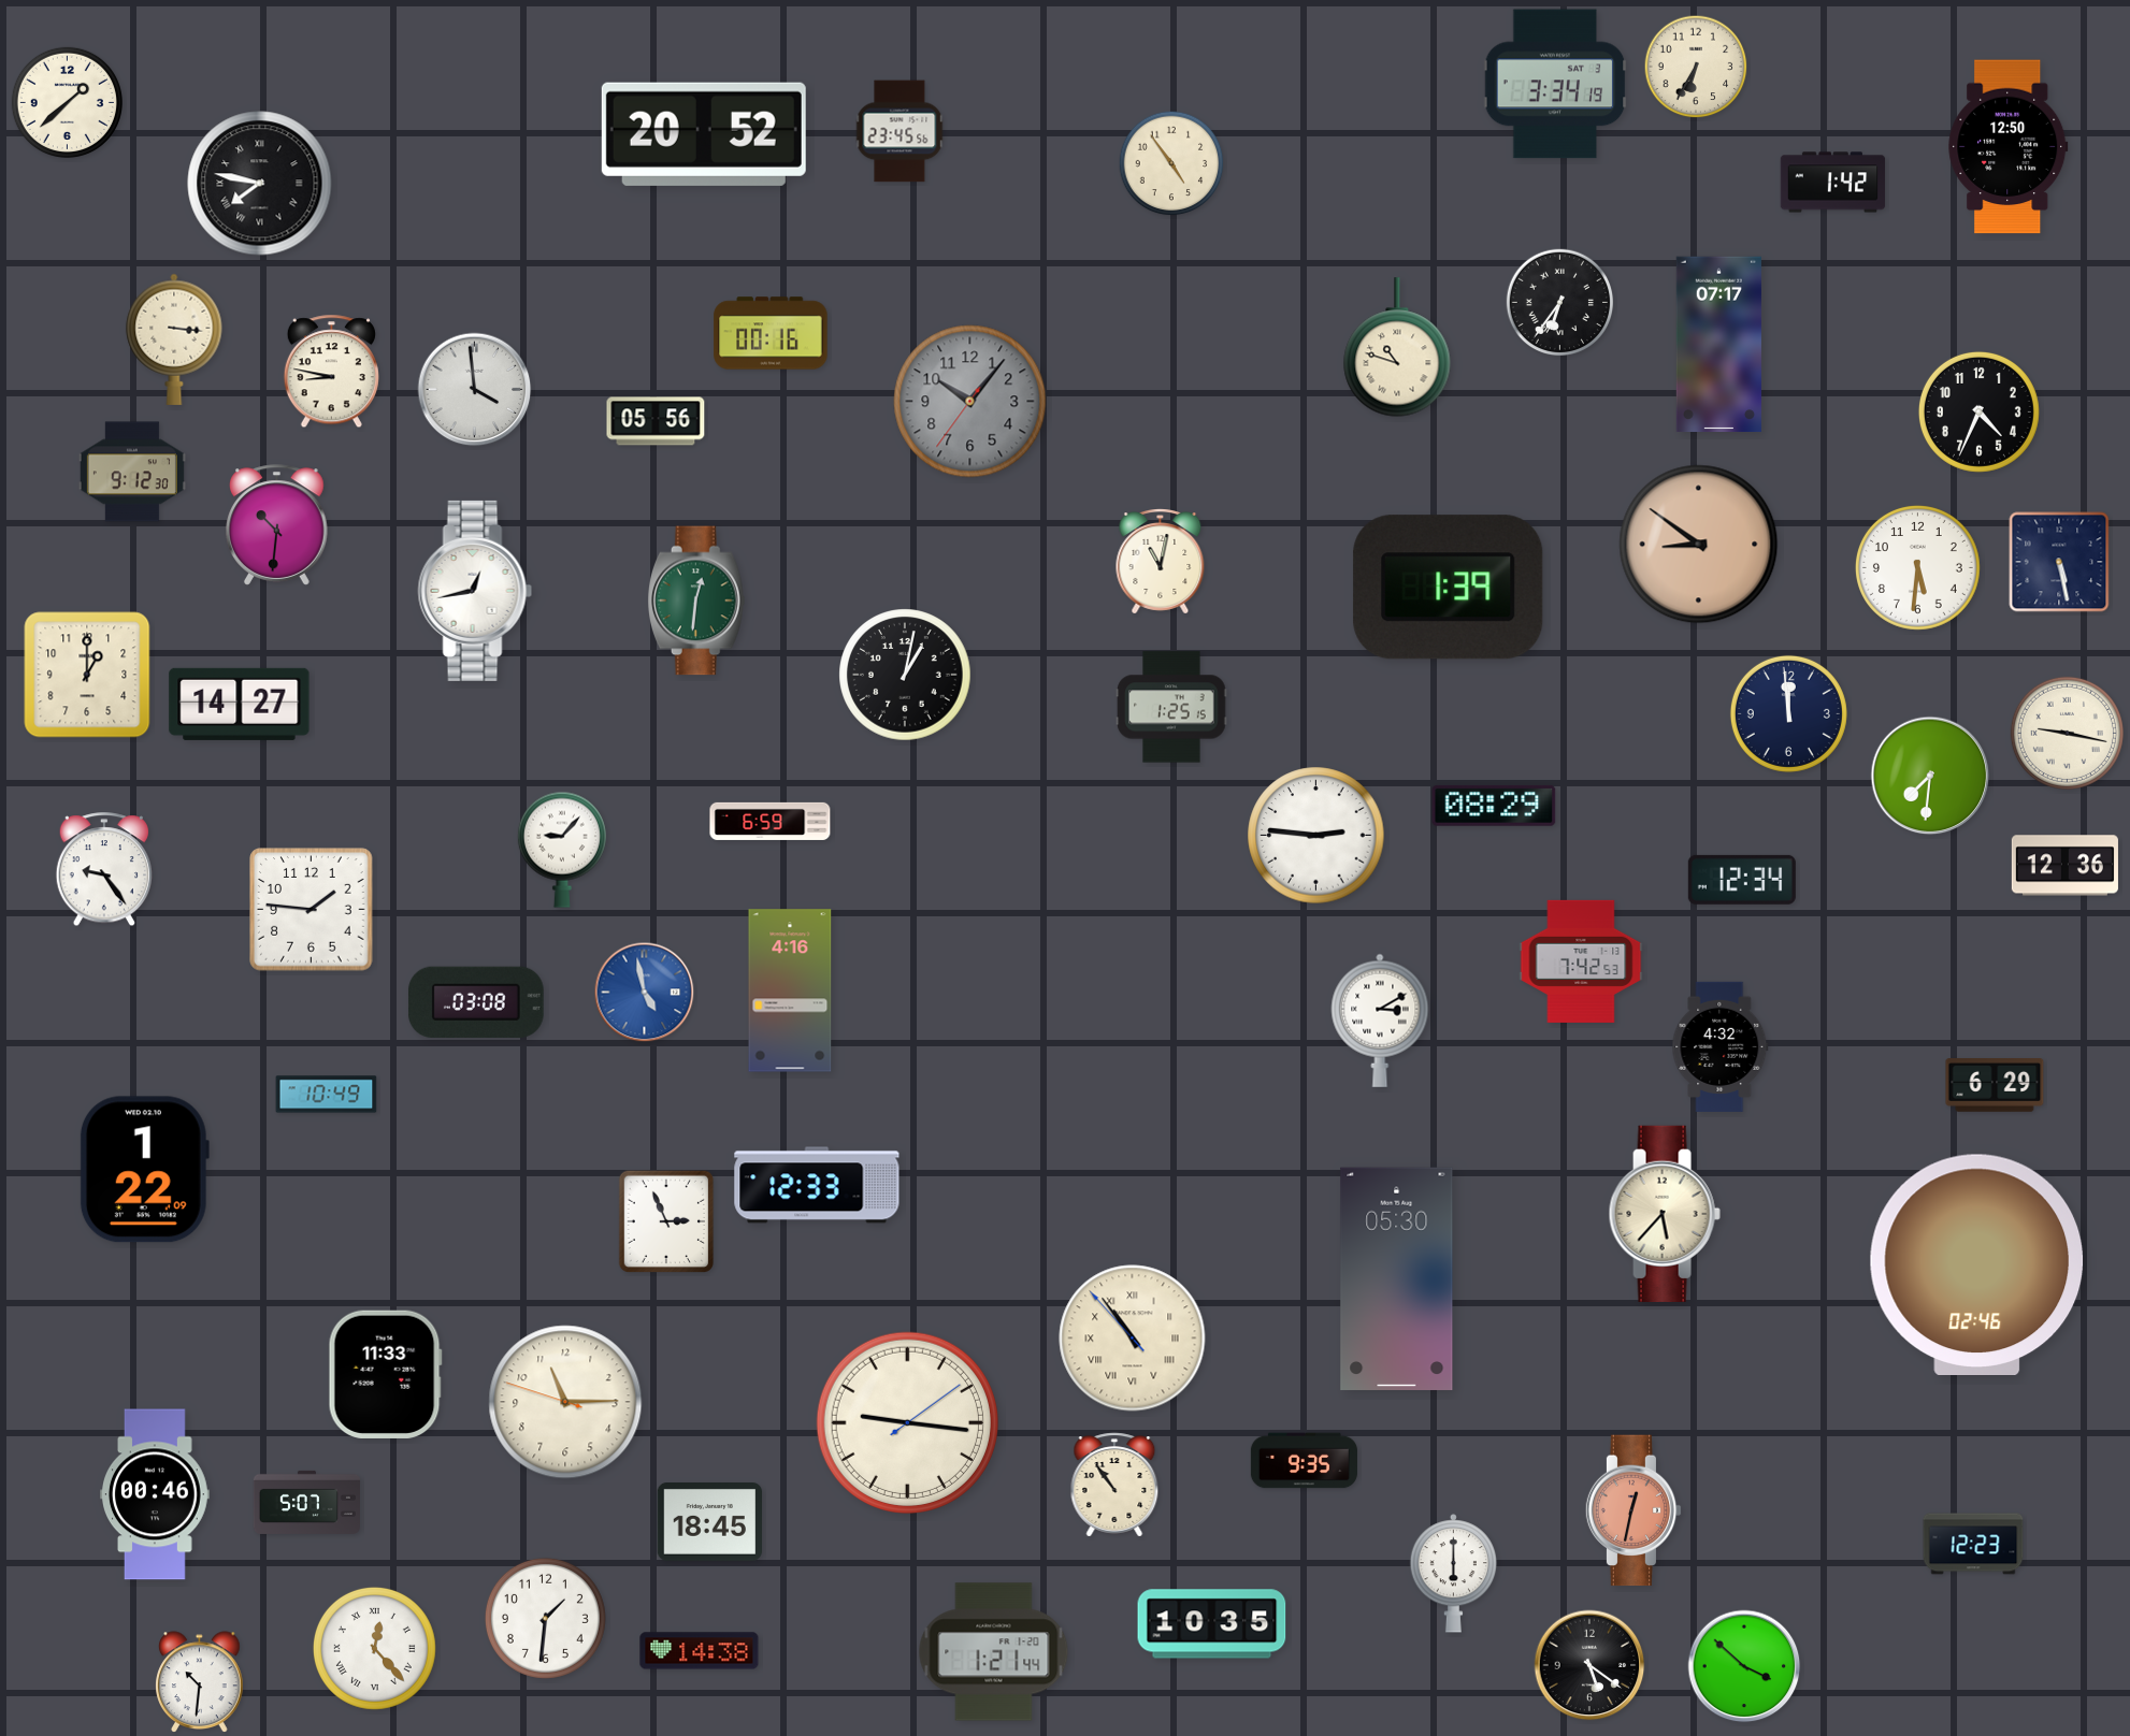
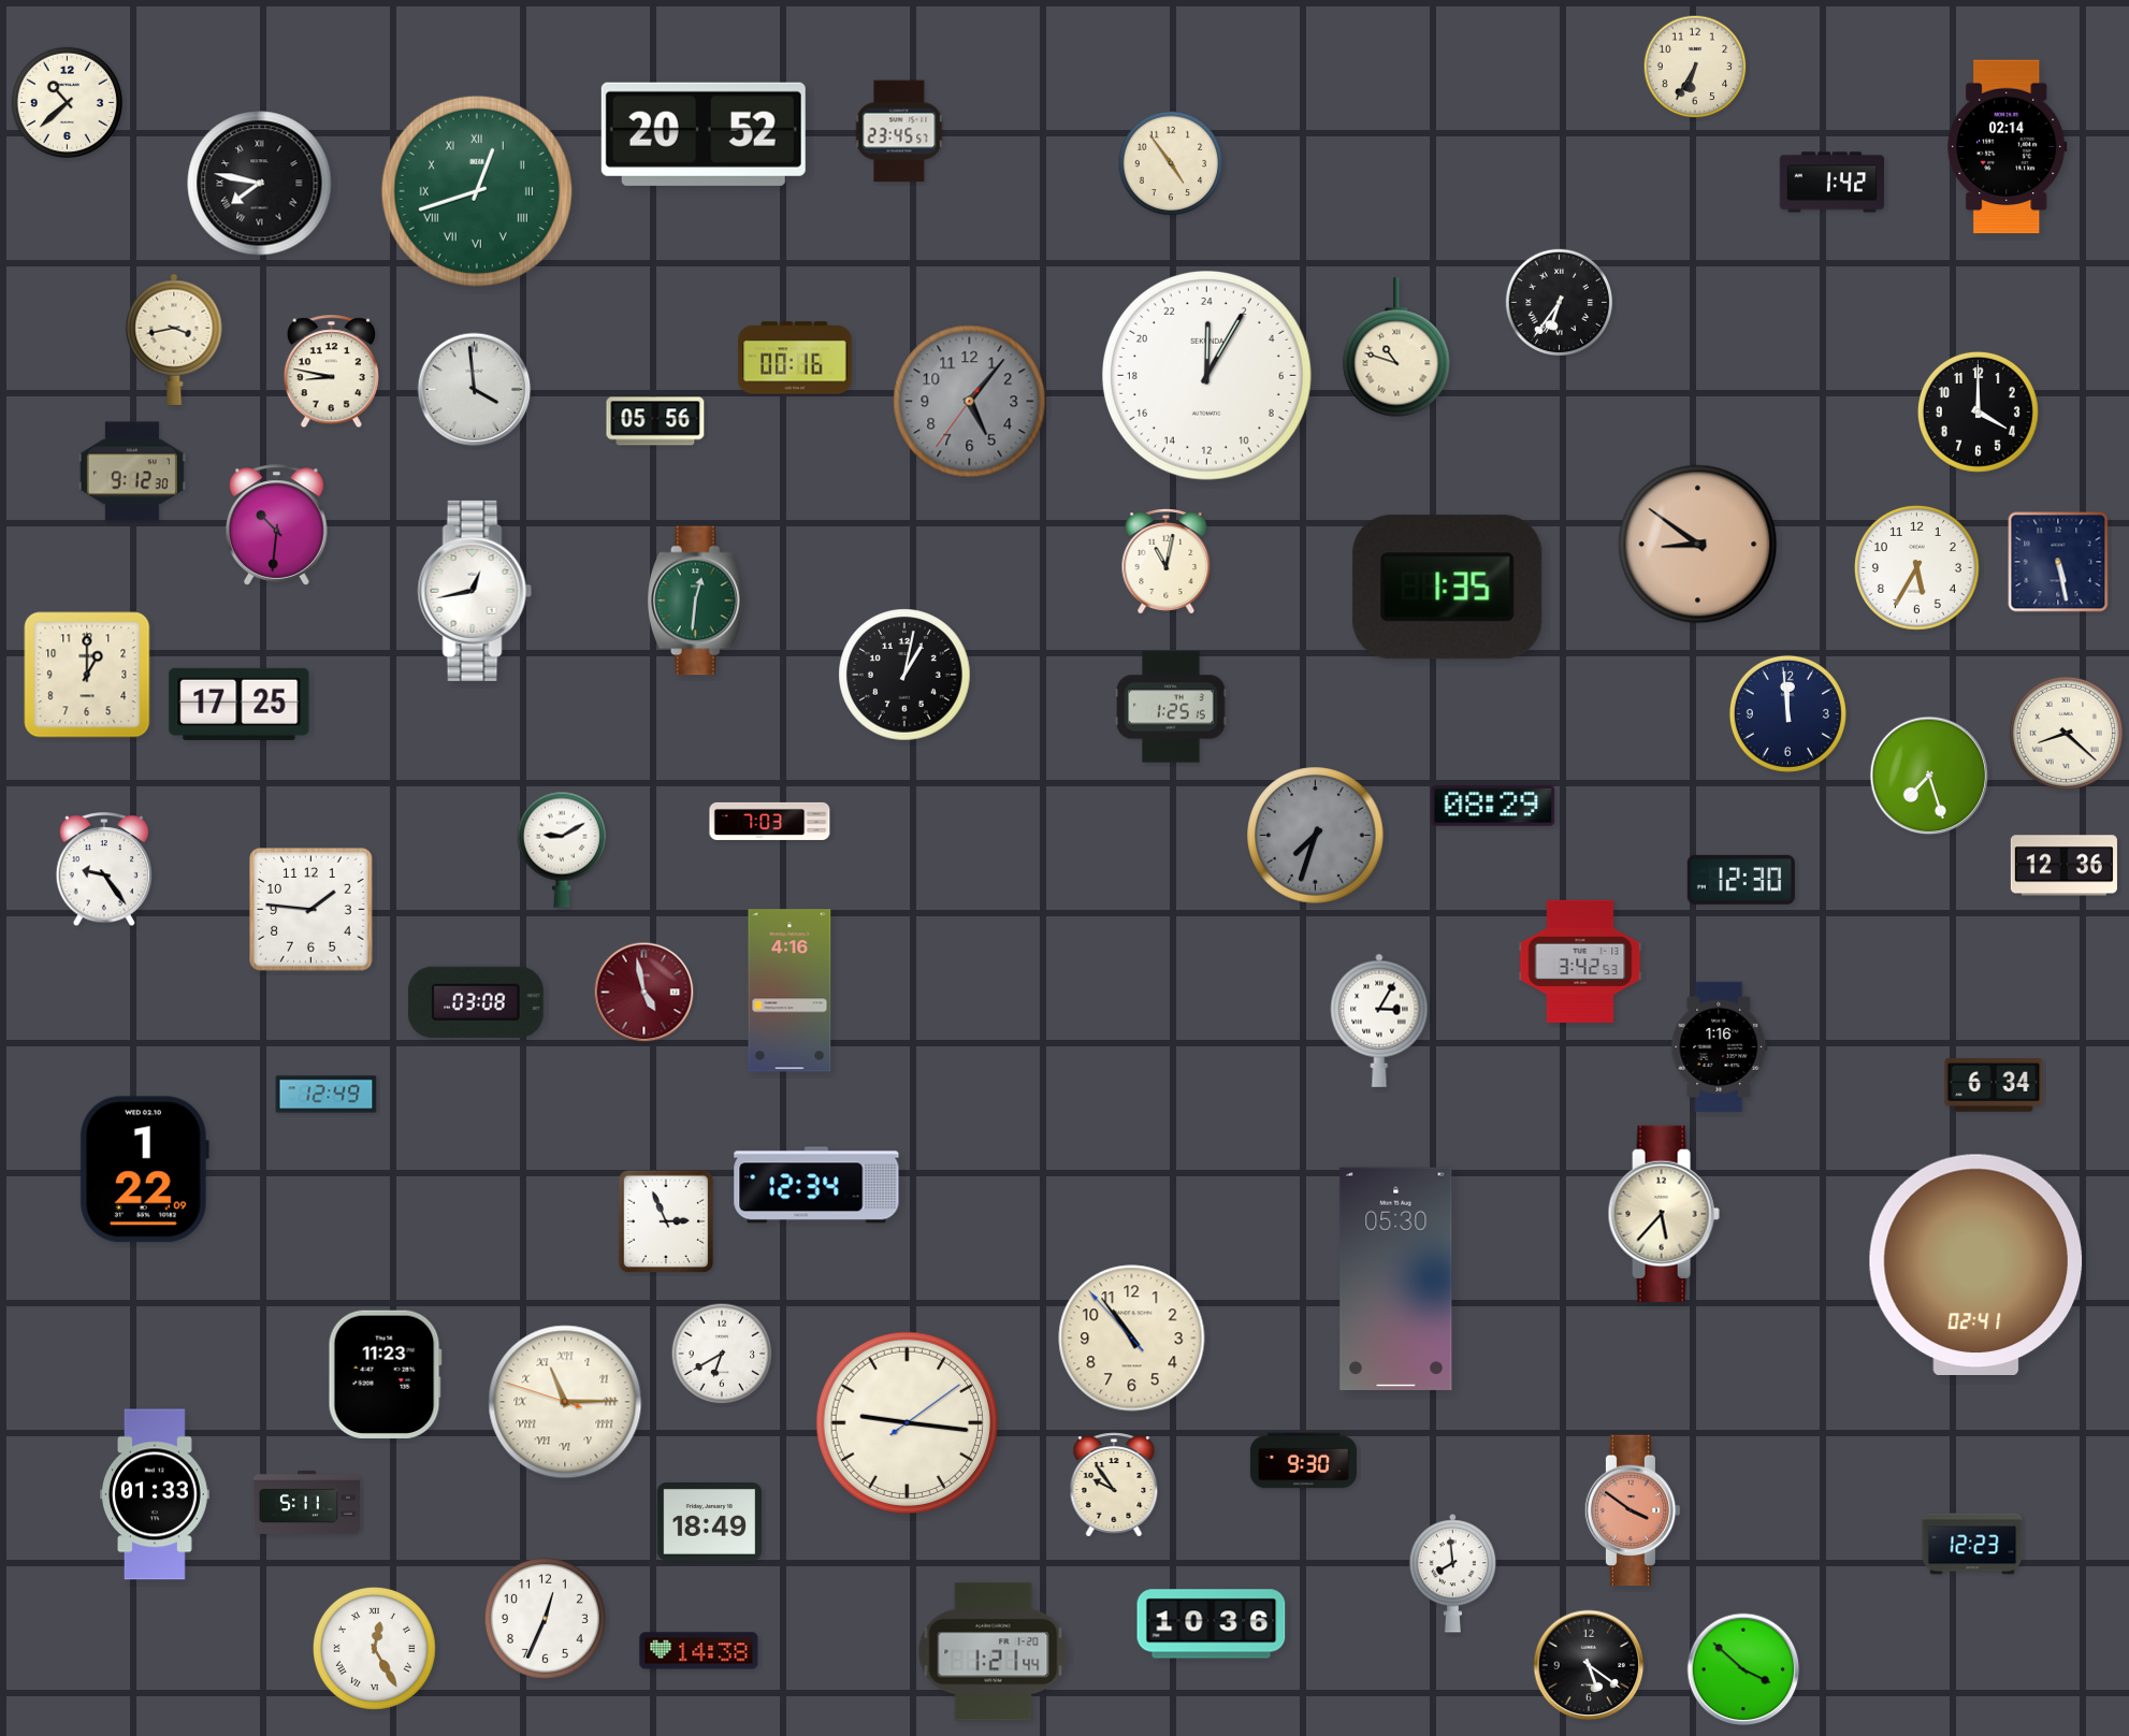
clock at (1555, 84): 3:34 -> none
clock at (67, 102): 1:38 -> 10:38
clock at (900, 131): 23:45:56 -> 23:45:57
clock at (2009, 147): 12:50 -> 02:14
clock at (477, 191): none -> 12:42
clock at (771, 333) position: (771, 333) -> (795, 358)
clock at (174, 339): 3:16 -> 3:43
clock at (1718, 345): 07:17 -> none
clock at (1206, 375): none -> 0:05
clock at (970, 402): 10:06 -> 5:06
clock at (1978, 411): 4:34 -> 4:00
clock at (1161, 562) position: (1161, 562) -> (1167, 562)
clock at (1917, 567): 5:31 -> 5:35
clock at (1449, 588): 1:39 -> 1:35
clock at (240, 704): 14:27 -> 17:25
clock at (2067, 733): 9:17 -> 8:22
clock at (1930, 776): 7:31 -> 7:27
clock at (771, 821): 6:59 -> 7:03
clock at (1316, 836): 2:46 -> 7:33
clock at (1316, 836) dial: white -> grey
clock at (562, 850): 9:07 -> 9:10
clock at (1742, 880): 12:34 -> 12:30
clock at (1581, 961): 7:42 -> 3:42
clock at (645, 993) dial: blue -> burgundy
clock at (1380, 1021): 3:10 -> 3:05
clock at (1721, 1046): 4:32 -> 1:16
clock at (1995, 1086): 6:29 -> 6:34
clock at (327, 1095): 10:49 -> 12:49
clock at (817, 1185): 12:33 -> 12:34
clock at (1977, 1264): 02:46 -> 02:41
clock at (1133, 1339) numerals: Roman -> Arabic
clock at (722, 1354): none -> 6:40
clock at (385, 1374): 11:33 -> 11:23
clock at (565, 1402) numerals: Arabic -> Roman
clock at (1304, 1461): 9:35 -> 9:30
clock at (1114, 1485): 10:54 -> 9:54
clock at (156, 1494): 00:46 -> 01:33
clock at (306, 1502): 5:07 -> 5:11
clock at (1634, 1510): 12:32 -> 3:51
clock at (709, 1522): 18:45 -> 18:49
clock at (1454, 1574): 6:00 -> 7:59
clock at (545, 1618): 1:31 -> 12:34
clock at (1212, 1624): 10:35 -> 10:36
clock at (374, 1648): 12:23 -> 12:25
clock at (1744, 1666) position: (1744, 1666) -> (1743, 1669)
clock at (200, 1682): 10:31 -> none
